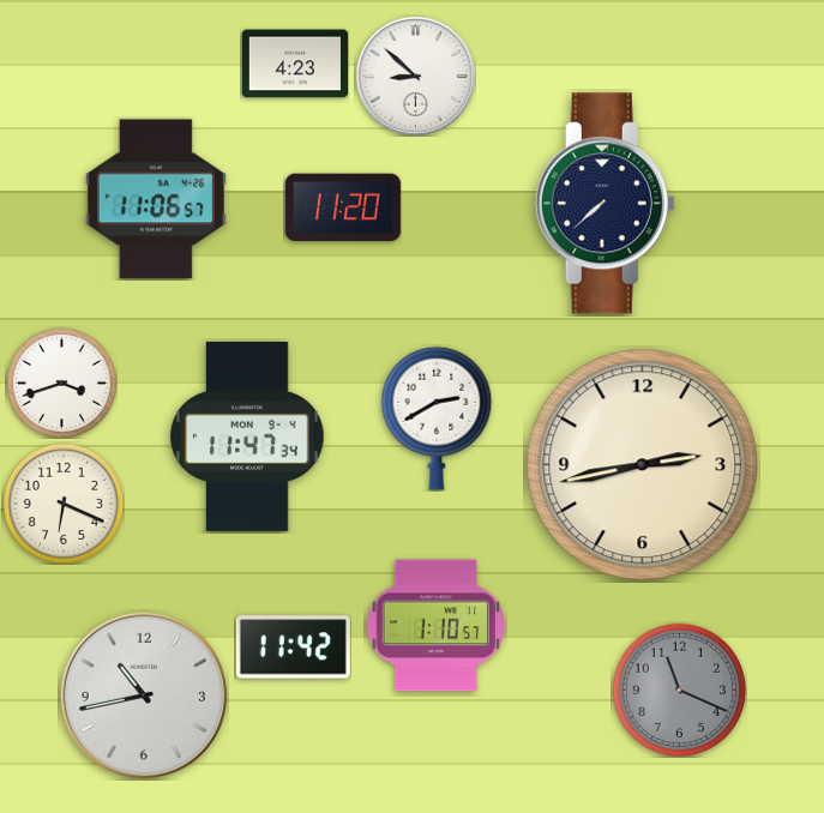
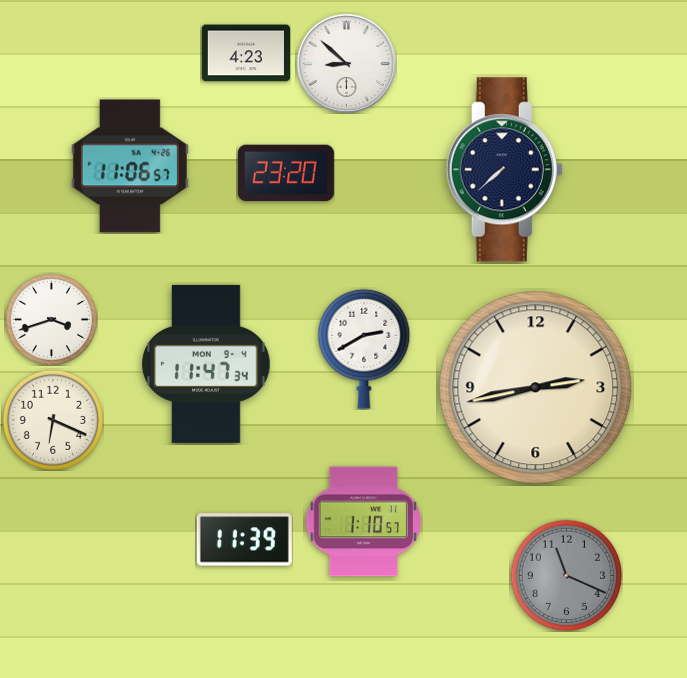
clock at (343, 207): 11:20 -> 23:20
clock at (293, 648): 11:42 -> 11:39
clock at (144, 695): 10:43 -> none
